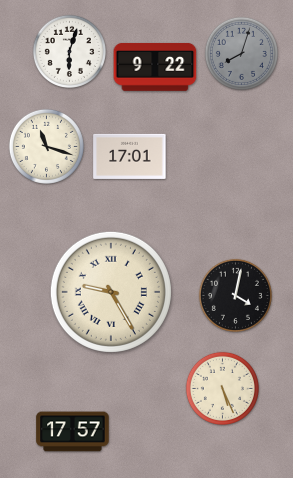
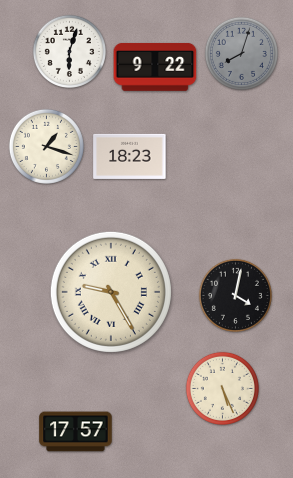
clock at (46, 146): 11:18 -> 1:18
clock at (130, 156): 17:01 -> 18:23
clock at (73, 432) position: (73, 432) -> (76, 432)
